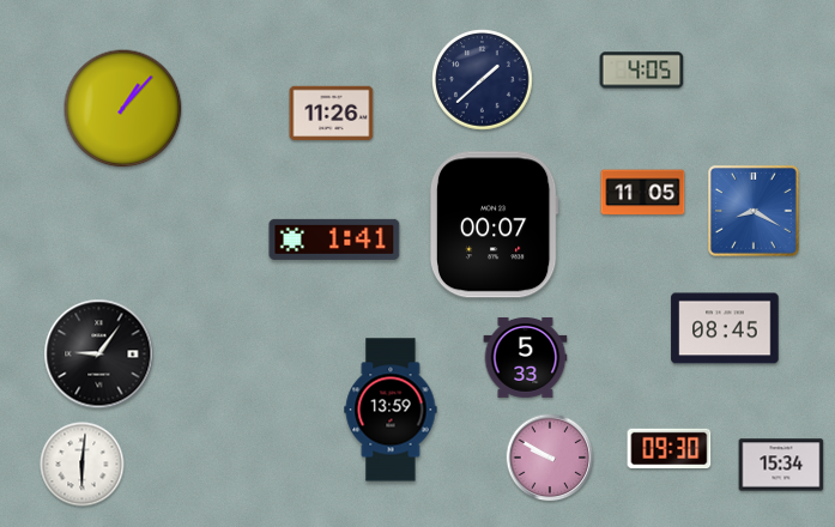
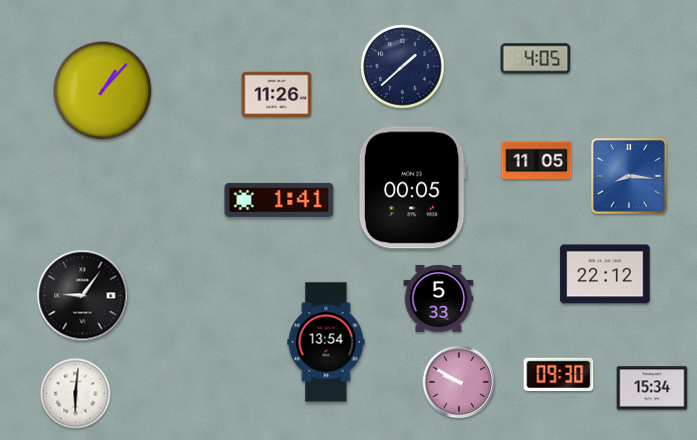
clock at (754, 211): 8:20 -> 8:16
clock at (494, 225): 00:07 -> 00:05
clock at (725, 328): 08:45 -> 22:12
clock at (391, 410): 13:59 -> 13:54
clock at (83, 465) position: (83, 465) -> (76, 394)
